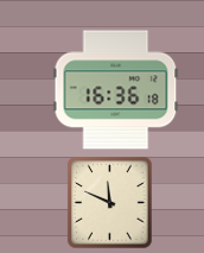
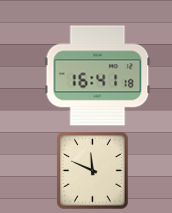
clock at (116, 90): 16:36 -> 16:41
